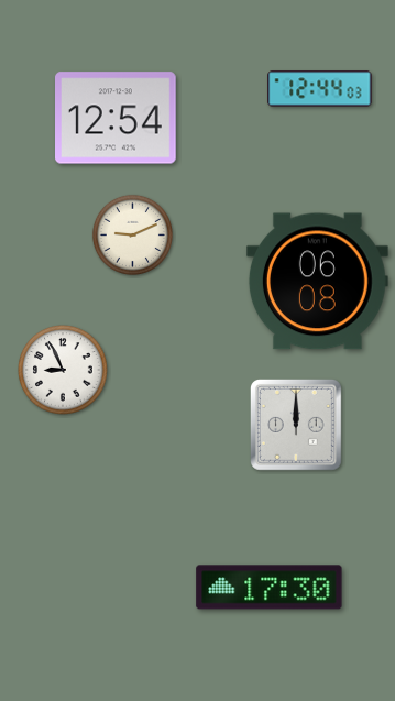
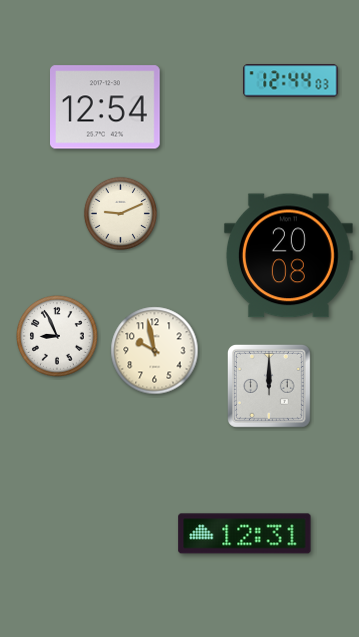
clock at (317, 282): 06:08 -> 20:08
clock at (155, 351): none -> 9:58
clock at (270, 588): 17:30 -> 12:31
